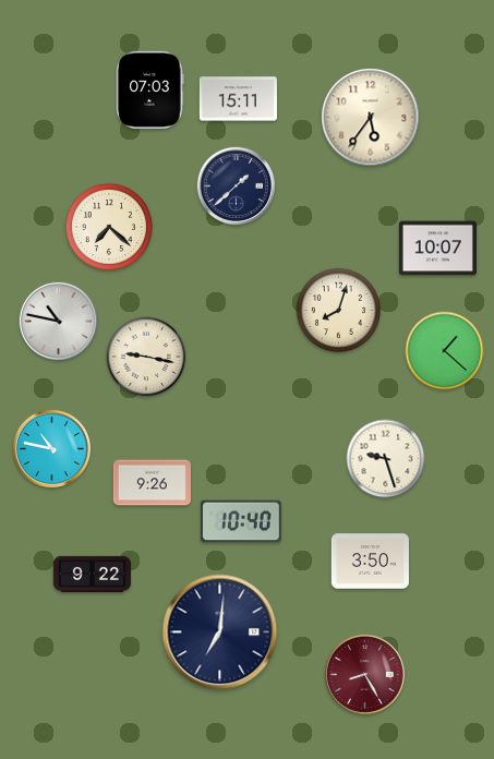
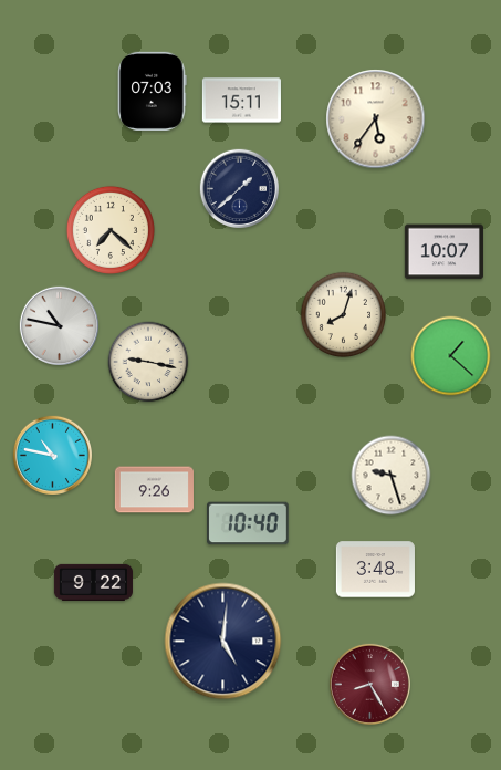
clock at (386, 459) position: (386, 459) -> (392, 476)
clock at (242, 521) position: (242, 521) -> (249, 523)
clock at (370, 562): 3:50 -> 3:48
clock at (220, 632): 7:01 -> 5:01
